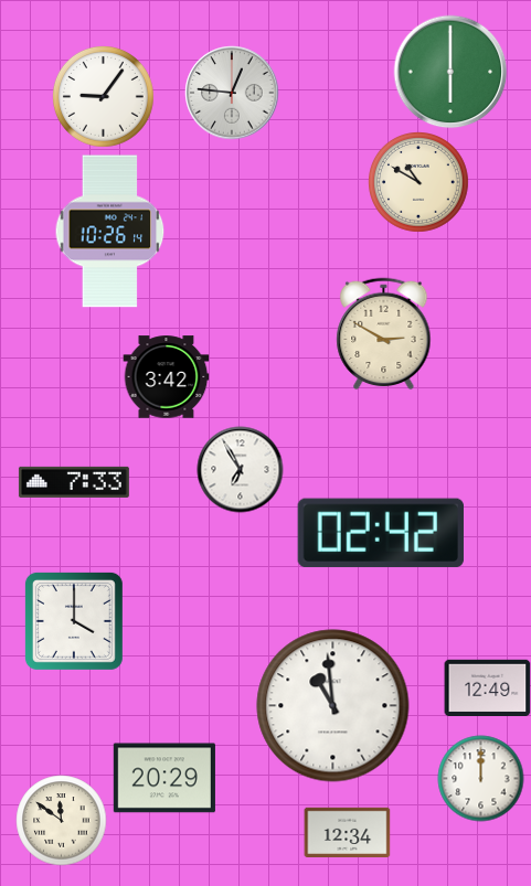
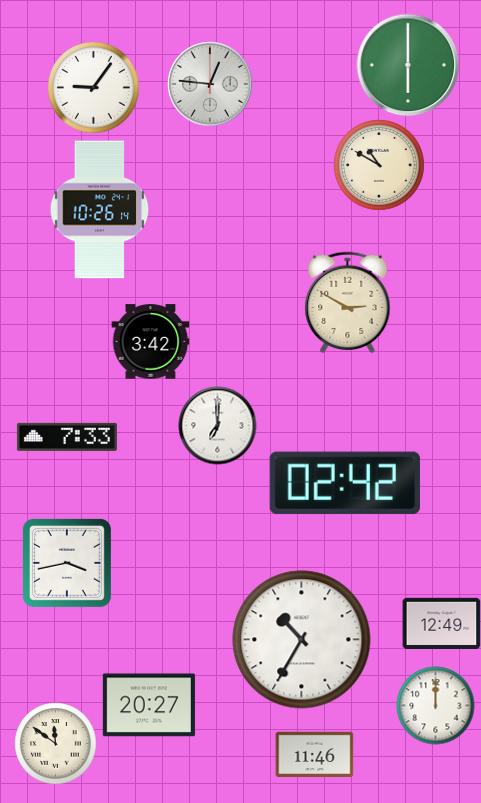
clock at (240, 469): 6:55 -> 7:00
clock at (74, 621): 4:00 -> 3:43
clock at (333, 706): 10:59 -> 10:35
clock at (164, 778): 20:29 -> 20:27
clock at (347, 832): 12:34 -> 11:46
